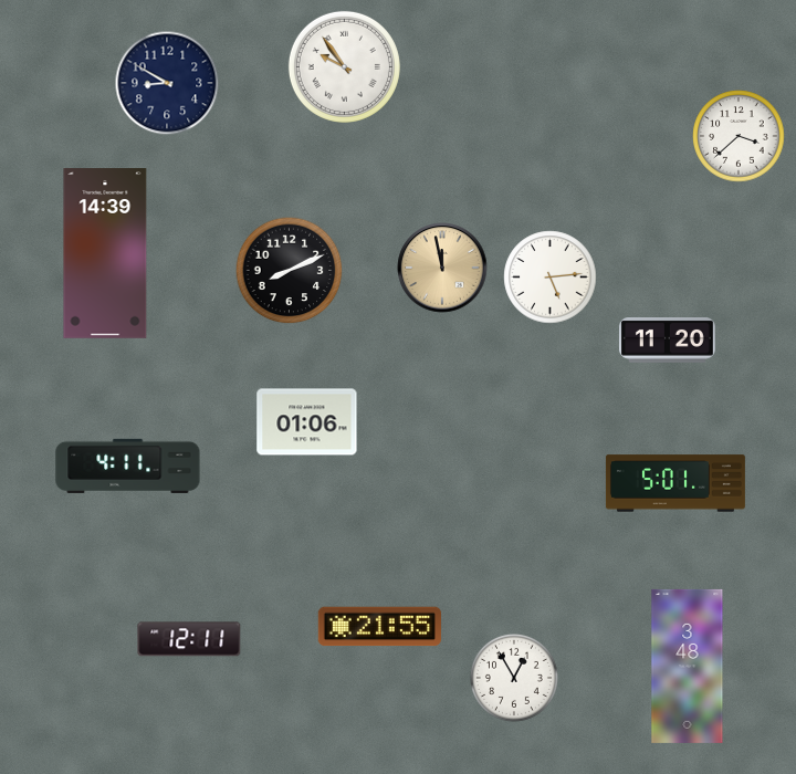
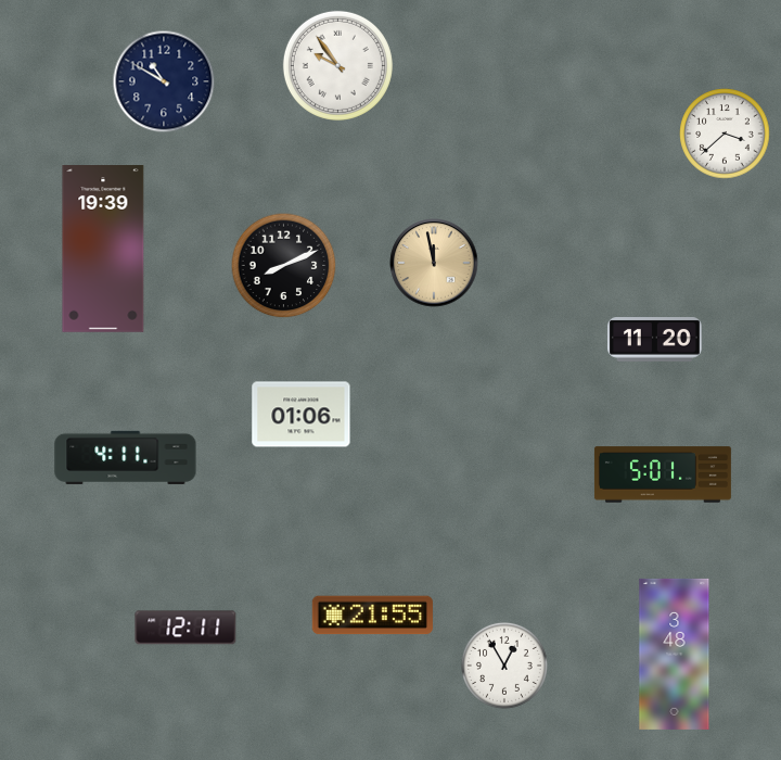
clock at (167, 83): 8:50 -> 10:50
clock at (105, 254): 14:39 -> 19:39
clock at (551, 278): 5:14 -> none
clock at (667, 341) position: (667, 341) -> (654, 340)
